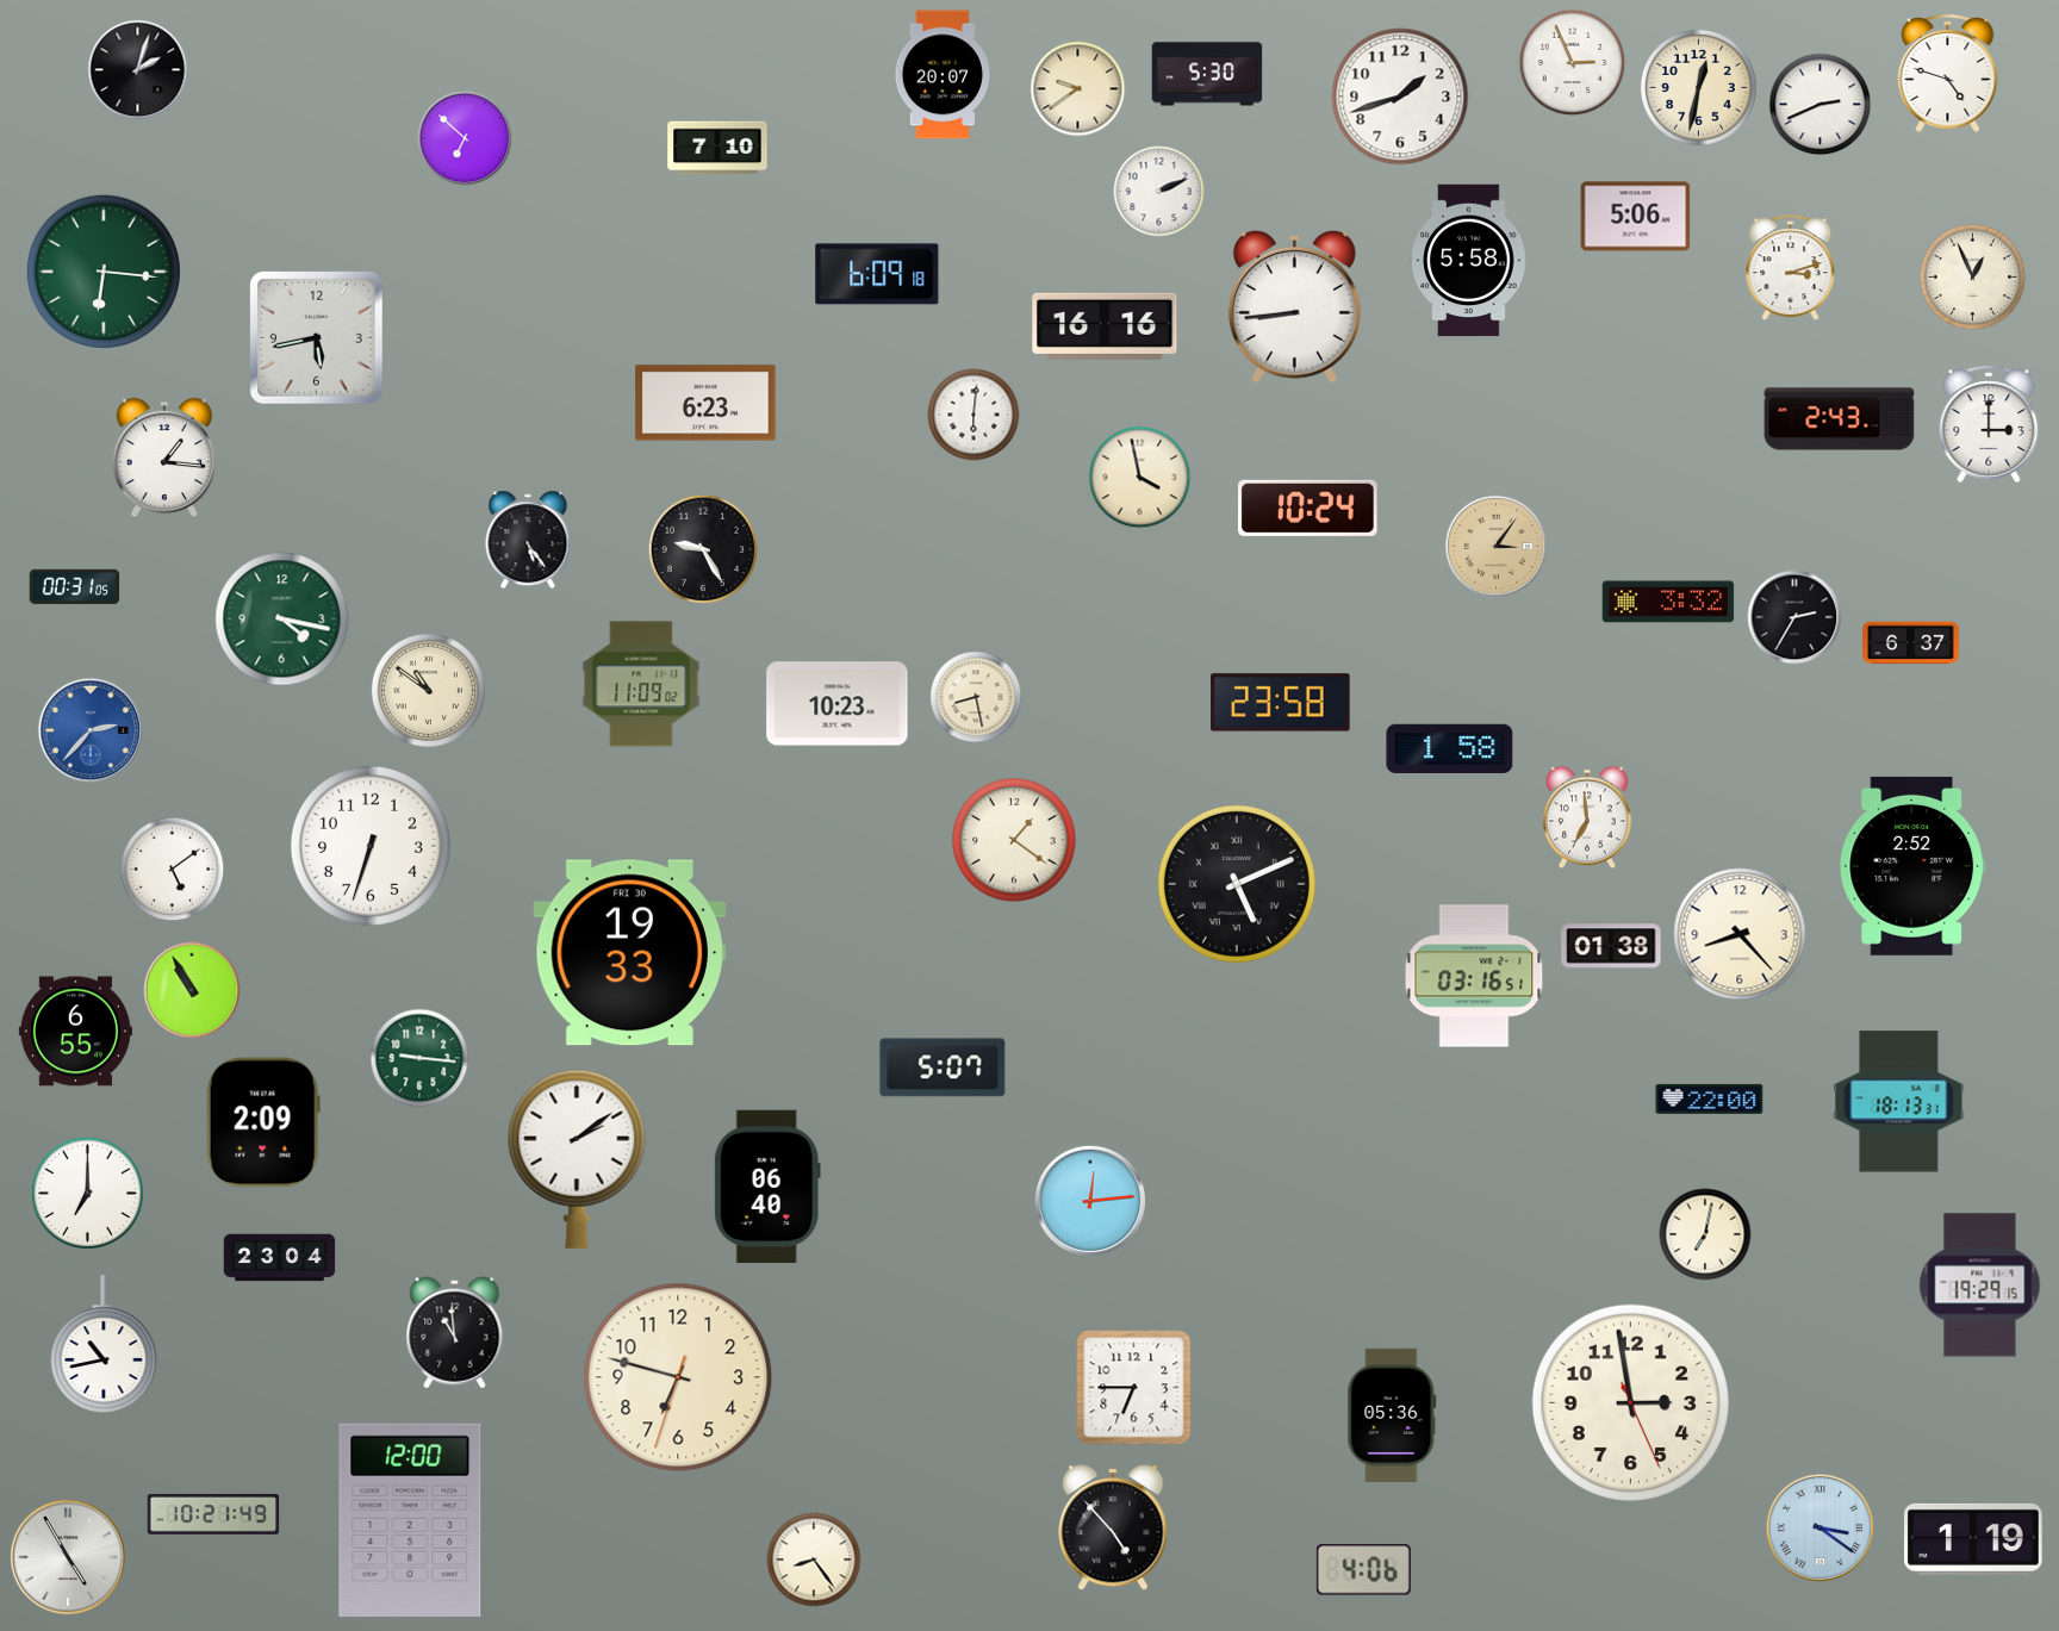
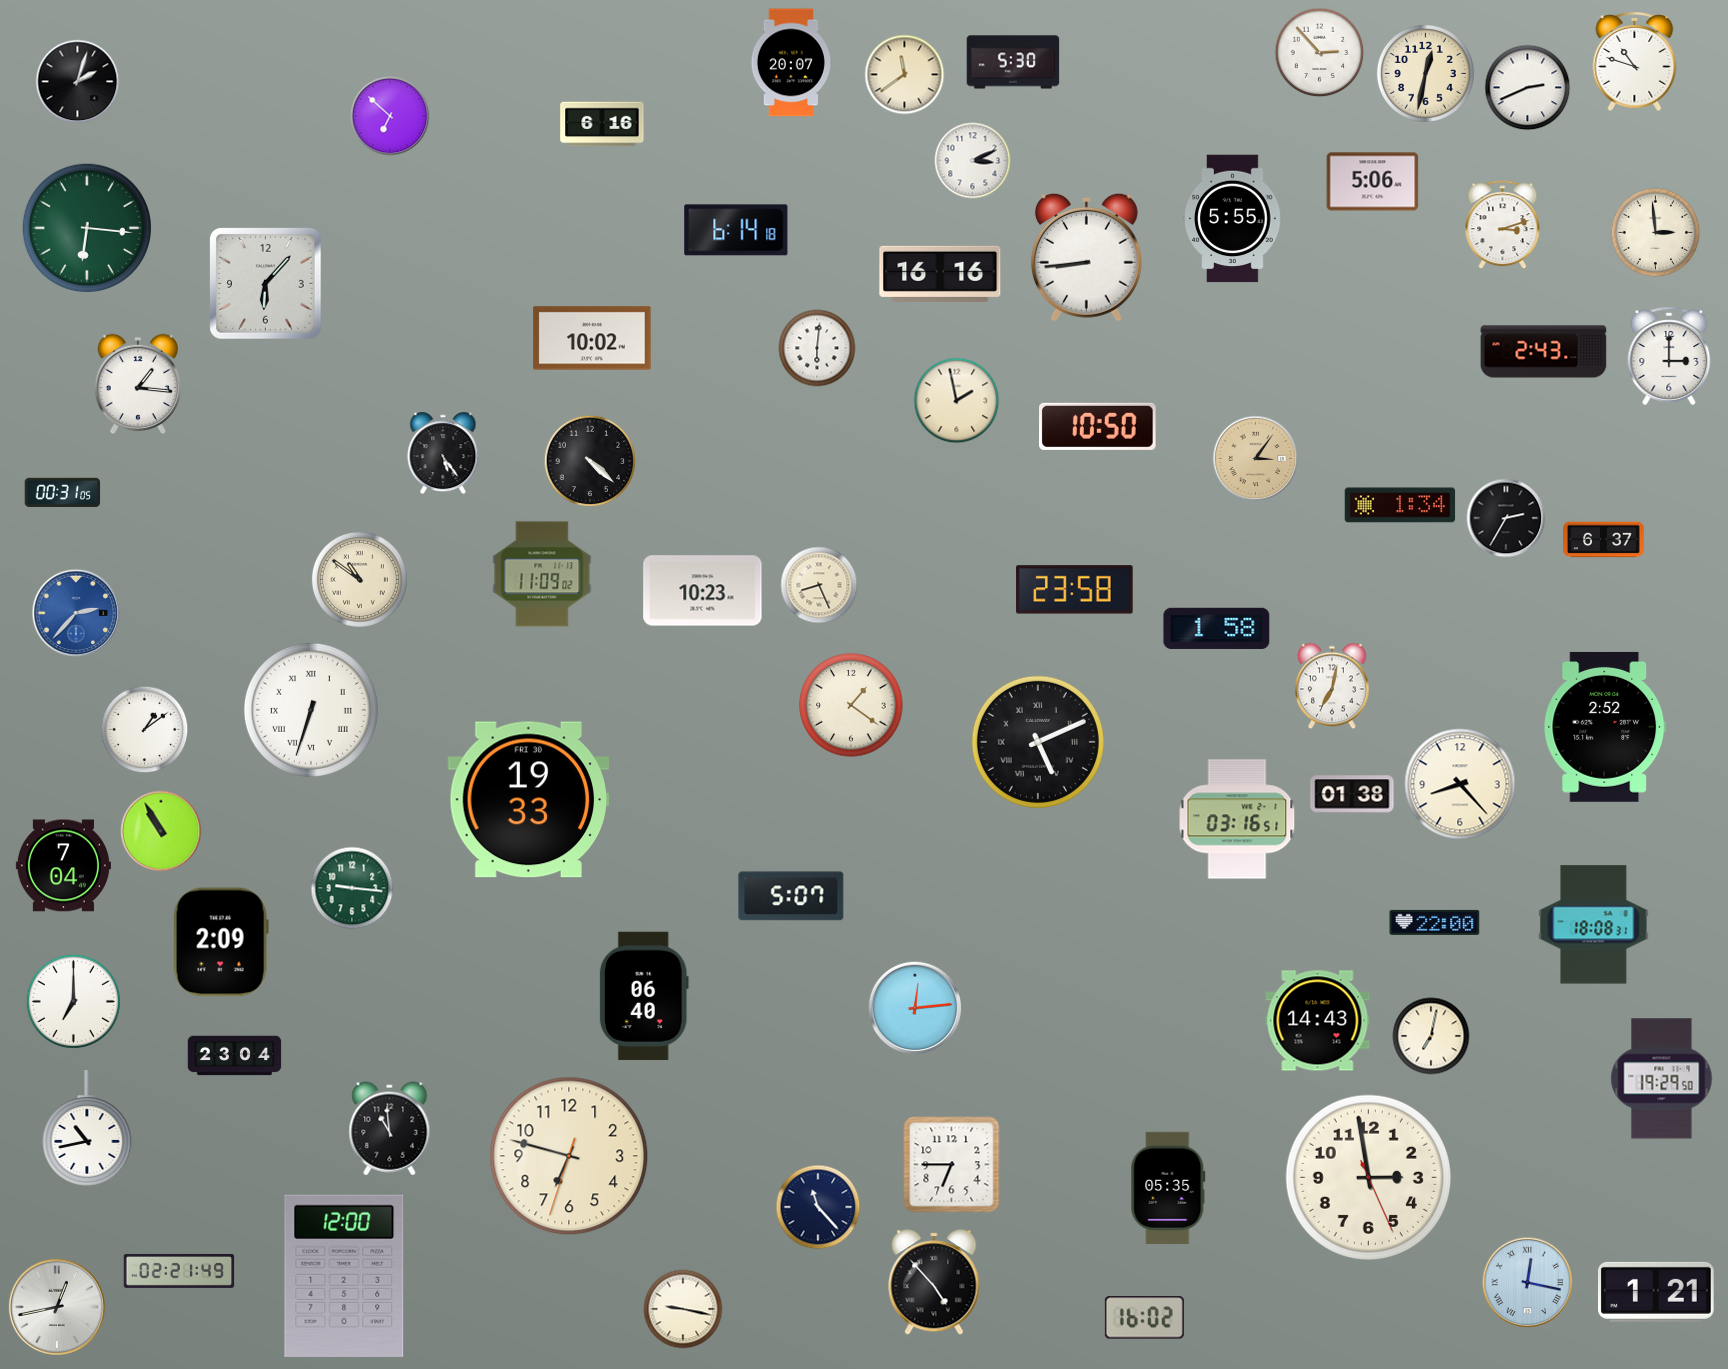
clock at (1573, 63): 2:56 -> 2:53
clock at (138, 70) position: (138, 70) -> (78, 82)
clock at (1948, 73): 4:48 -> 10:48
clock at (1078, 89): 9:39 -> 11:39
clock at (1400, 97): 1:42 -> none
clock at (717, 148): 7:10 -> 6:16
clock at (1159, 192): 2:11 -> 3:11
clock at (1469, 261): 5:58 -> 5:55
clock at (877, 274): 6:09 -> 6:14
clock at (1973, 278): 12:56 -> 2:59
clock at (1105, 326) position: (1105, 326) -> (940, 274)
clock at (316, 337): 5:43 -> 6:07
clock at (705, 403): 6:23 -> 10:02
clock at (1140, 478): 3:58 -> 1:58
clock at (1308, 508): 10:24 -> 10:50
clock at (703, 549): 9:25 -> 4:22
clock at (1668, 602): 3:32 -> 1:34
clock at (282, 620): 4:17 -> none
clock at (641, 684) position: (641, 684) -> (542, 574)
clock at (976, 697): 8:28 -> 8:26
clock at (1587, 817): 6:59 -> 7:02
clock at (371, 846) numerals: Arabic -> Roman
clock at (173, 870): 5:09 -> 1:09
clock at (75, 1032): 6:55 -> 7:04
clock at (1899, 1102): 18:13 -> 18:08
clock at (577, 1159): 2:09 -> none
clock at (1318, 1021): none -> 14:43
clock at (1980, 1285): 19:29:15 -> 19:29:50
clock at (455, 1333) position: (455, 1333) -> (390, 1129)
clock at (1392, 1415): 05:36 -> 05:35
clock at (818, 1207): none -> 11:23
clock at (213, 1514): 10:21 -> 02:21
clock at (1821, 1529): 3:21 -> 12:17
clock at (1974, 1539): 1:19 -> 1:21
clock at (68, 1557): 4:55 -> 12:43
clock at (814, 1560): 8:24 -> 9:17
clock at (1363, 1570): 4:06 -> 16:02
